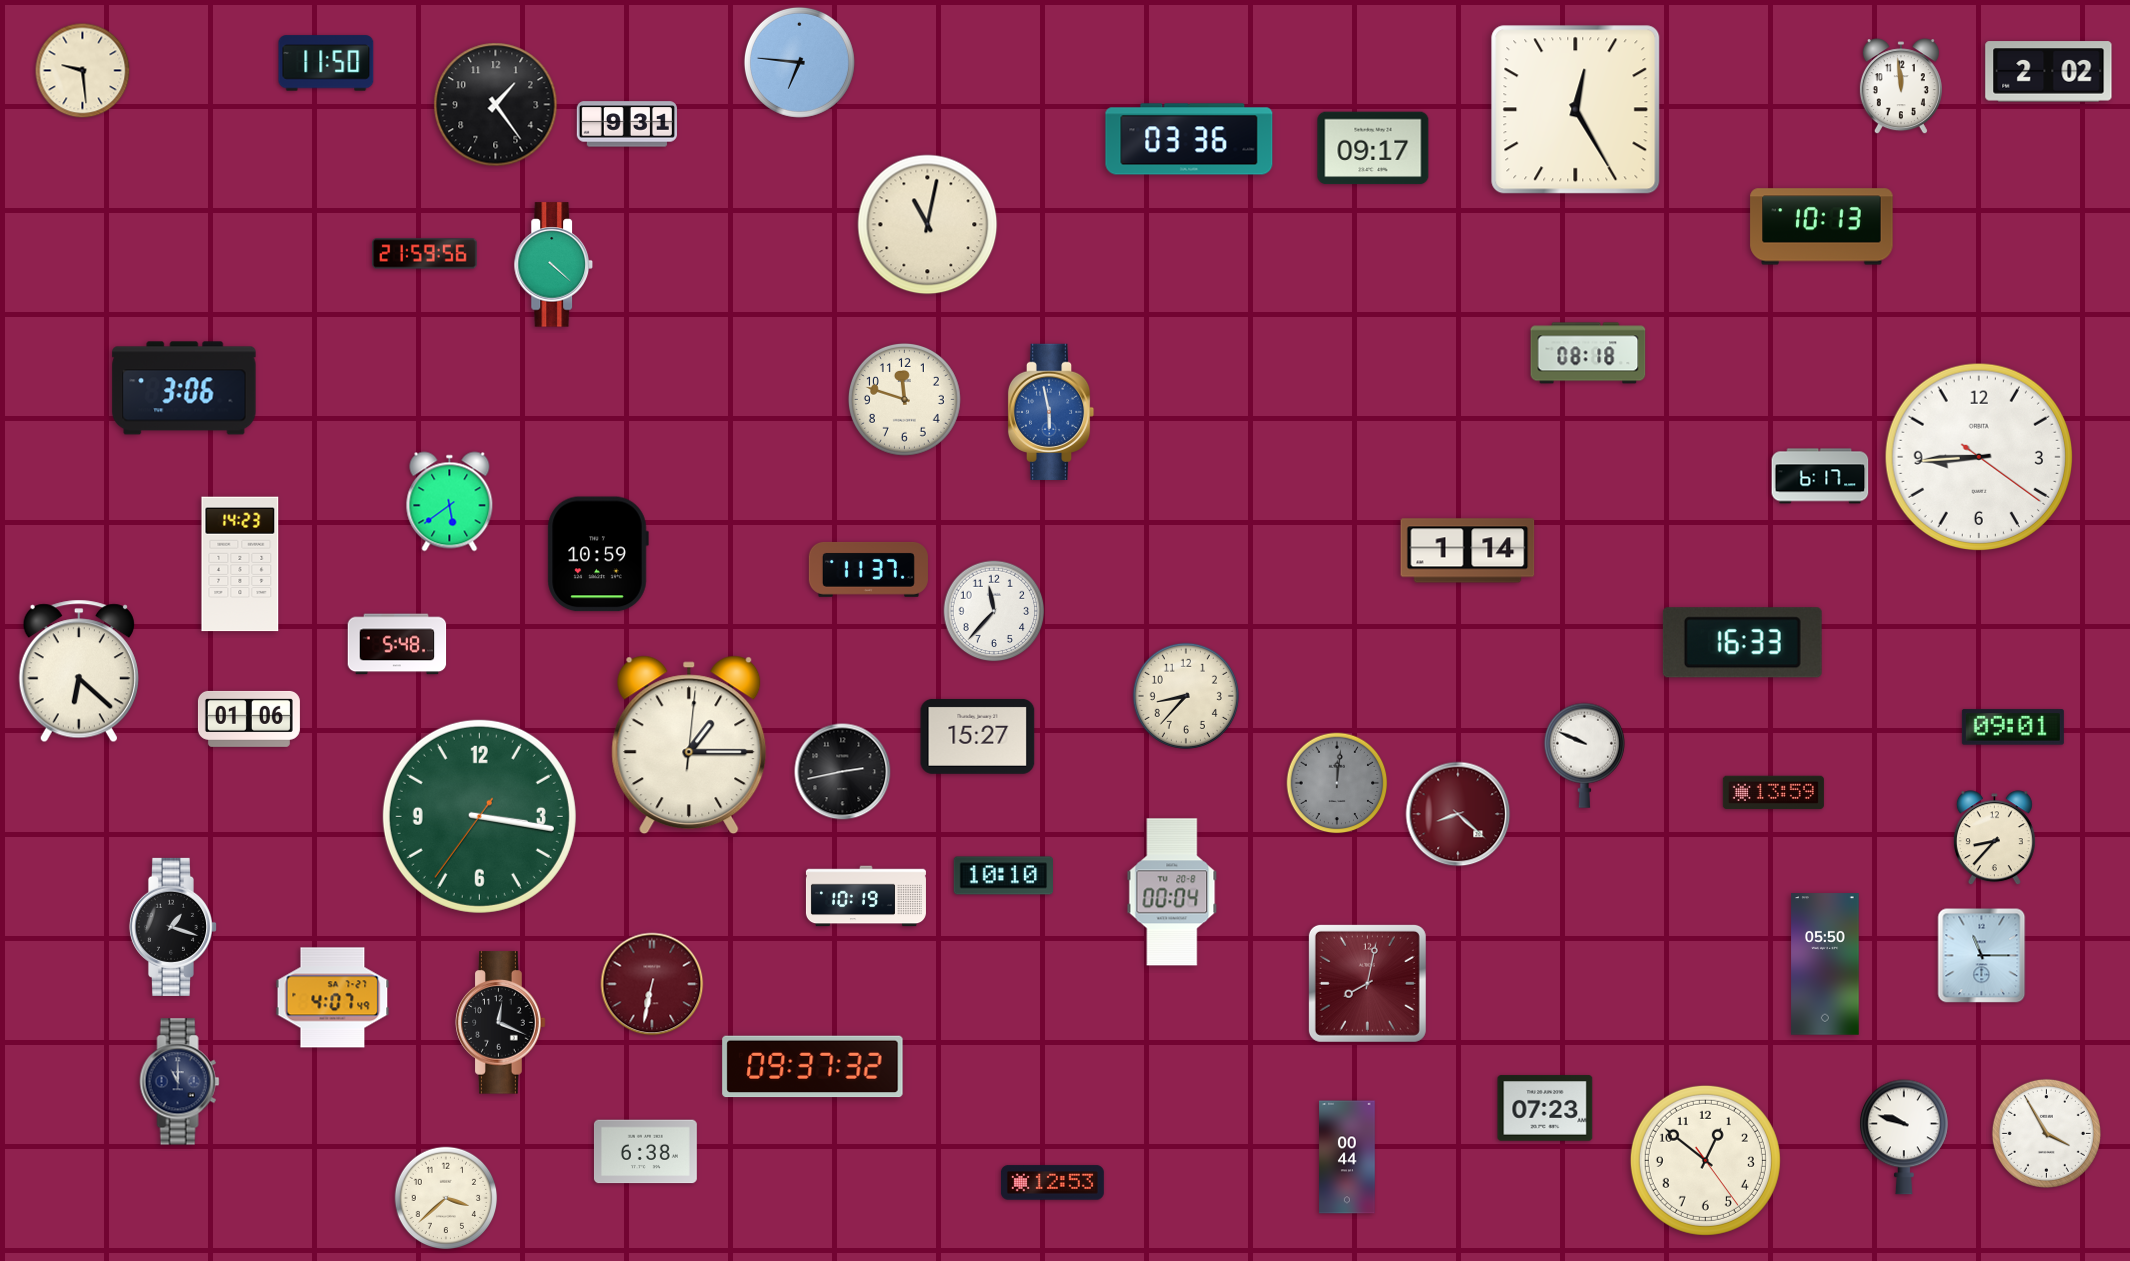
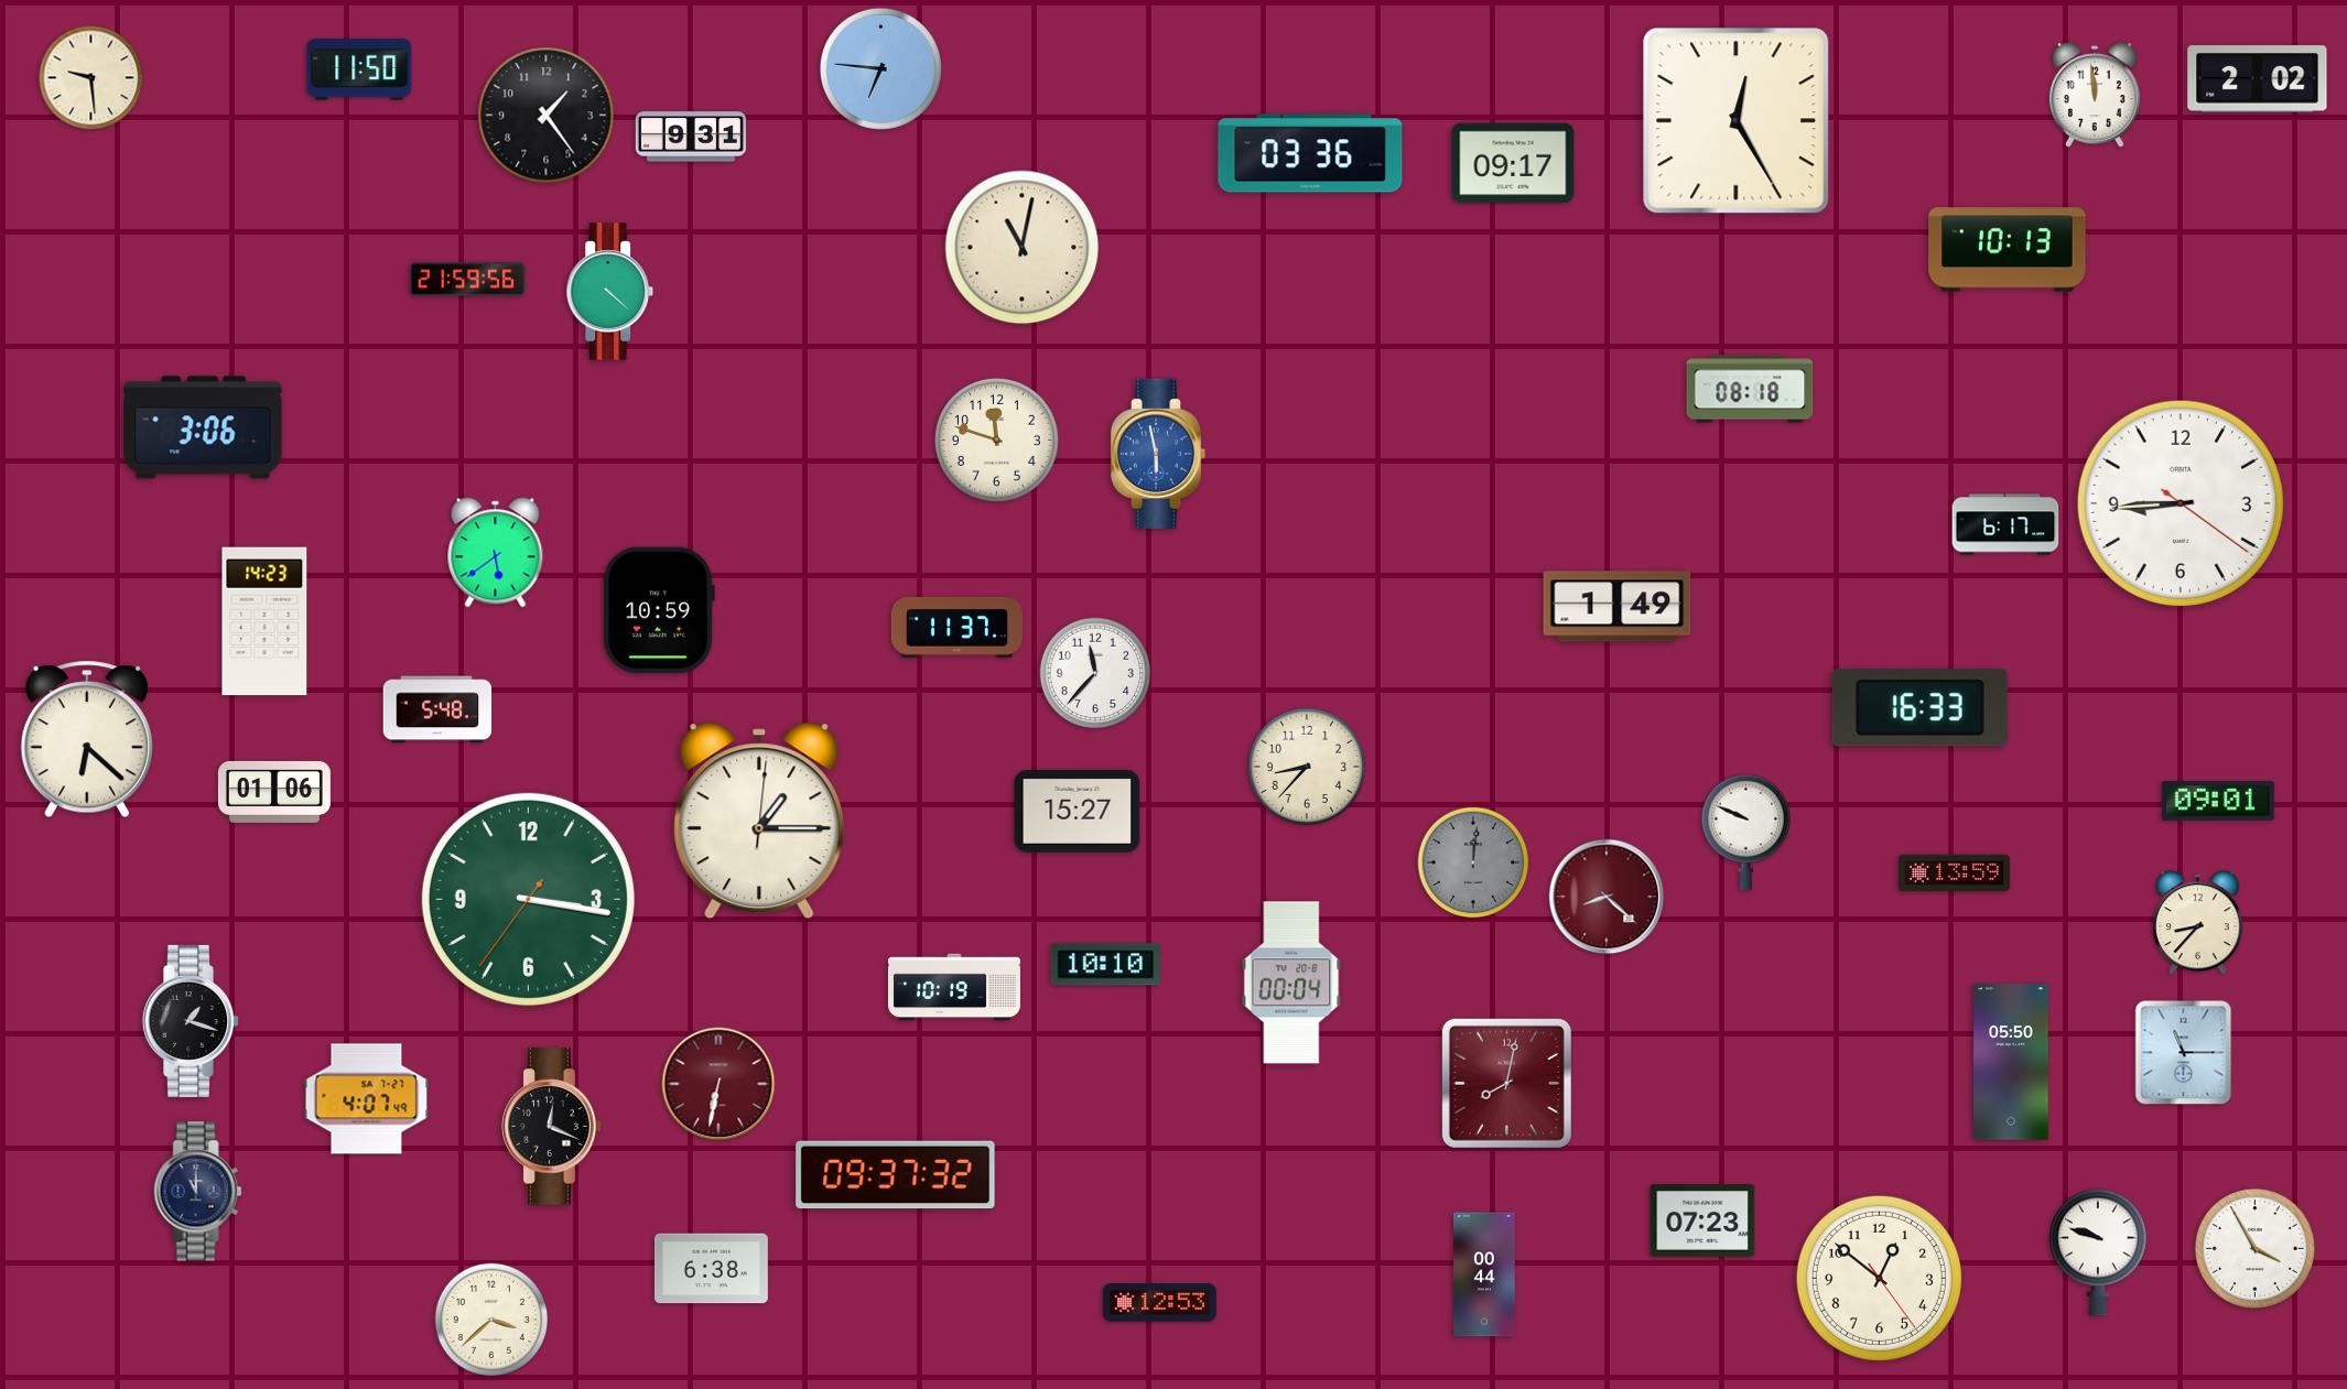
clock at (1468, 551): 1:14 -> 1:49
clock at (843, 772): 2:43 -> none
